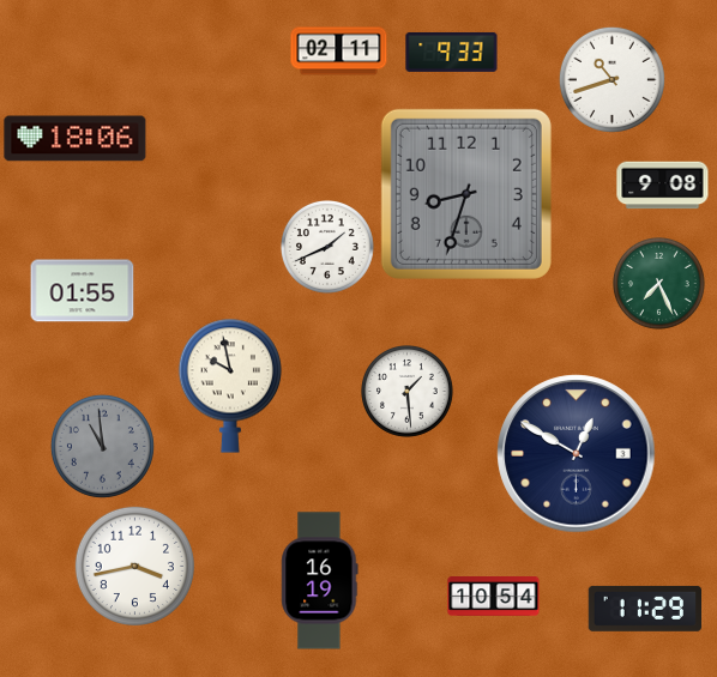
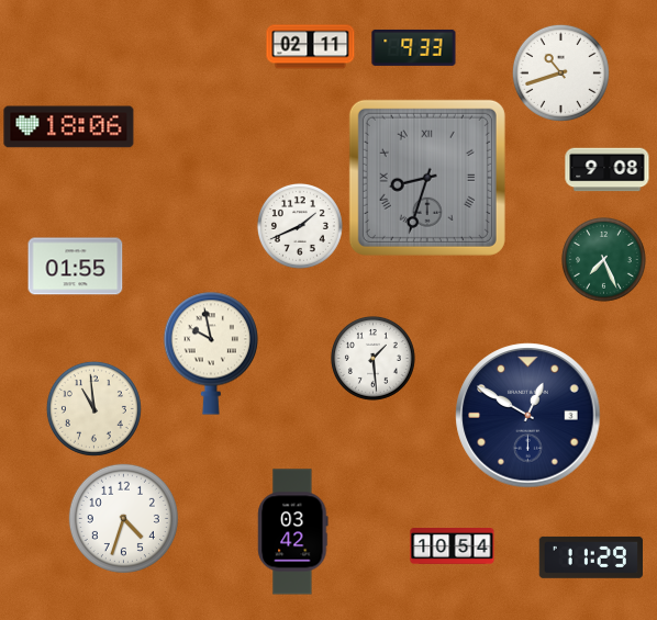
clock at (466, 194) numerals: Arabic -> Roman
clock at (102, 446) dial: grey -> cream
clock at (134, 566): 3:43 -> 4:33
clock at (320, 581): 16:19 -> 03:42
